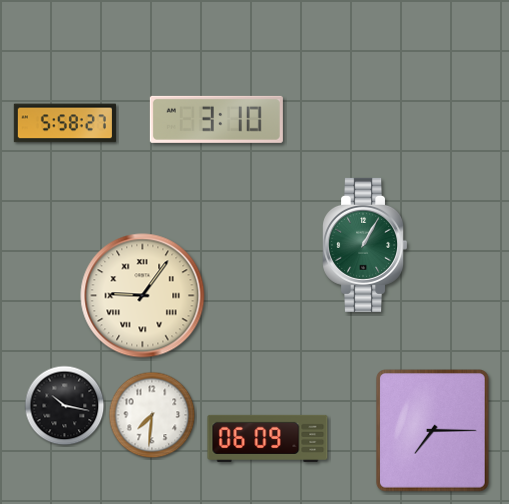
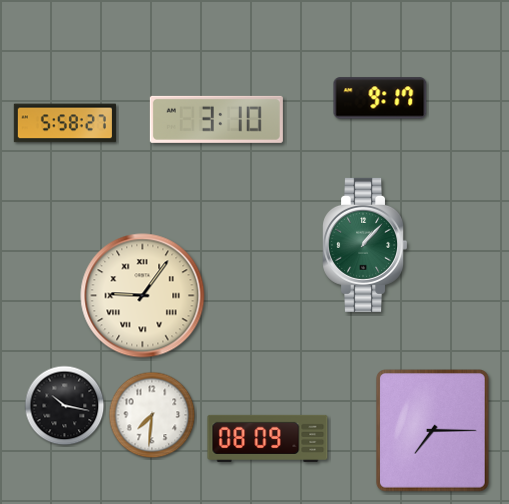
clock at (380, 98): none -> 9:17
clock at (365, 245): 1:05 -> 1:07
clock at (268, 438): 06:09 -> 08:09
